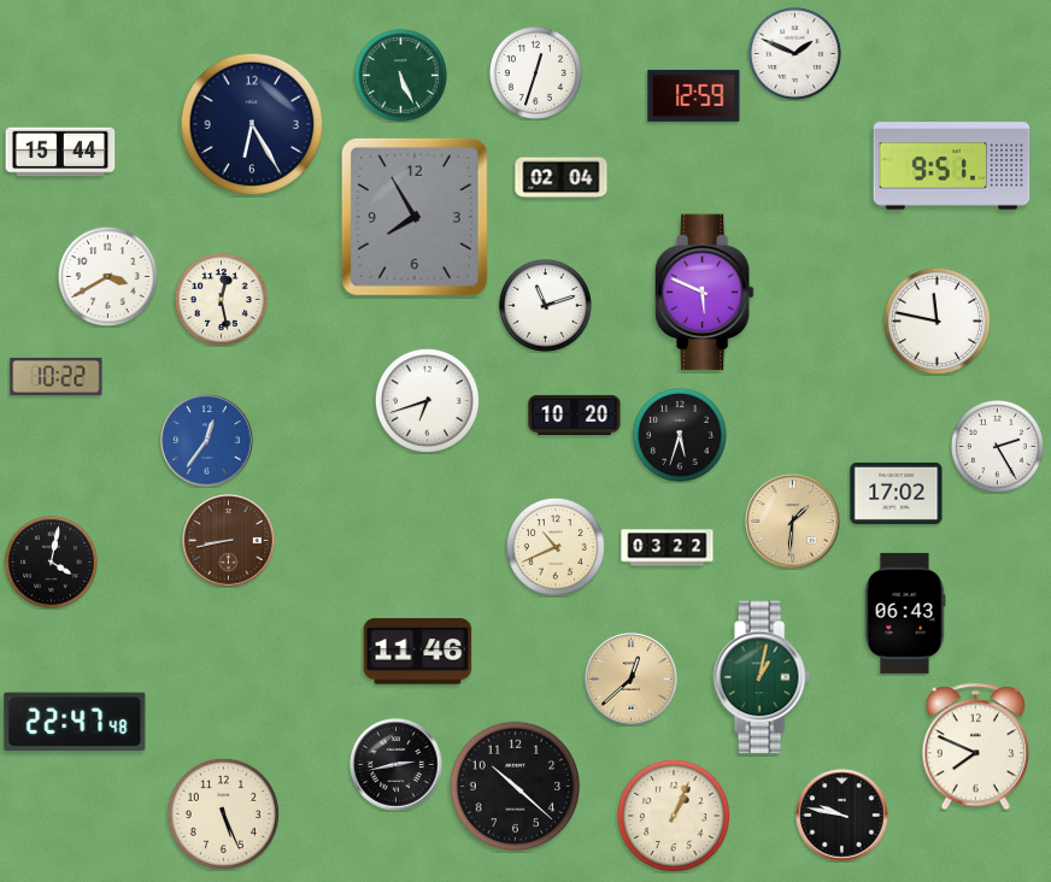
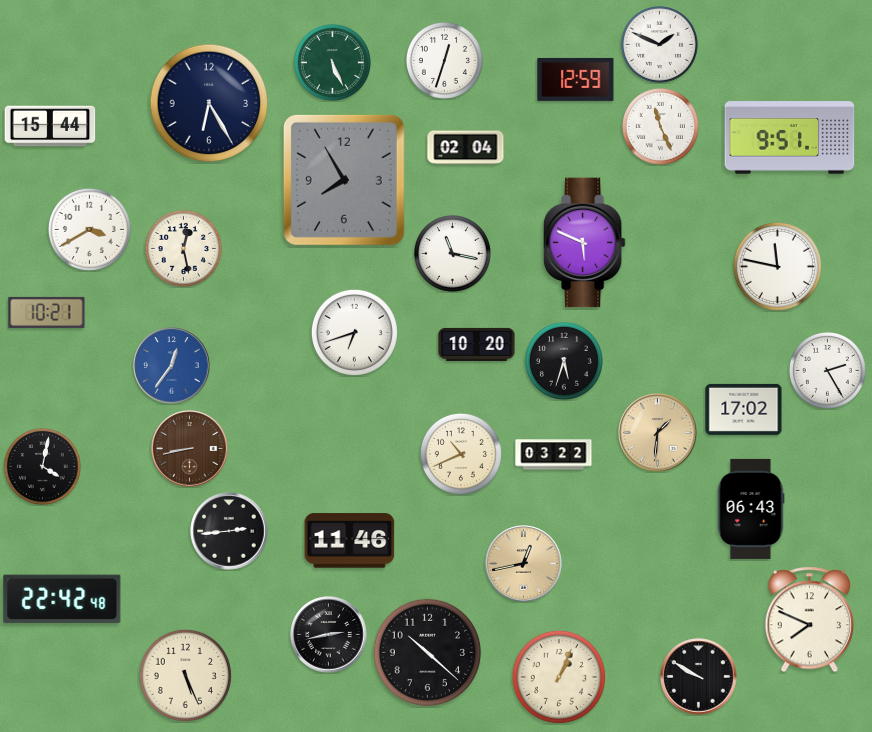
clock at (660, 126): none -> 11:26
clock at (545, 305): 11:12 -> 11:17
clock at (57, 376): 10:22 -> 10:21
clock at (229, 531): none -> 2:44
clock at (418, 652) position: (418, 652) -> (350, 541)
clock at (762, 677): 1:02 -> none
clock at (632, 680): 12:38 -> 12:43
clock at (75, 722): 22:47 -> 22:42
clock at (842, 816): 9:47 -> 9:50
